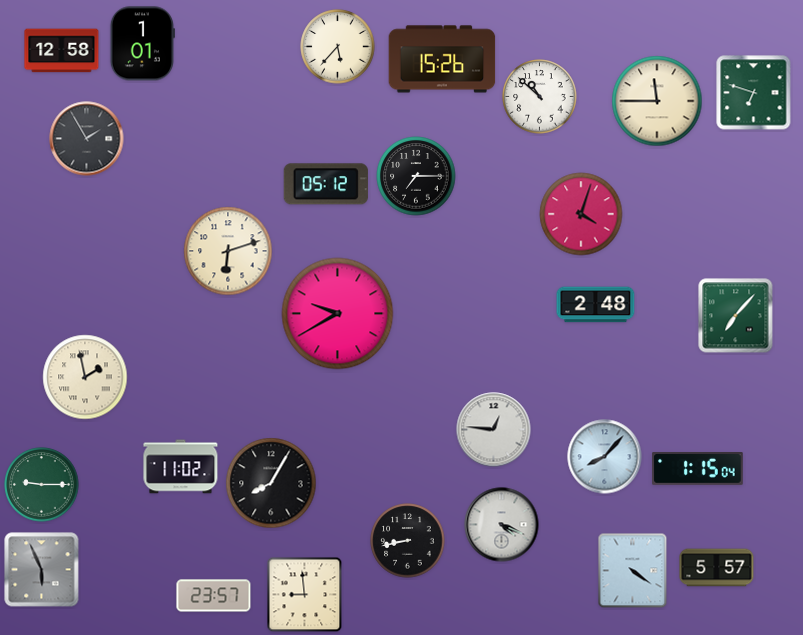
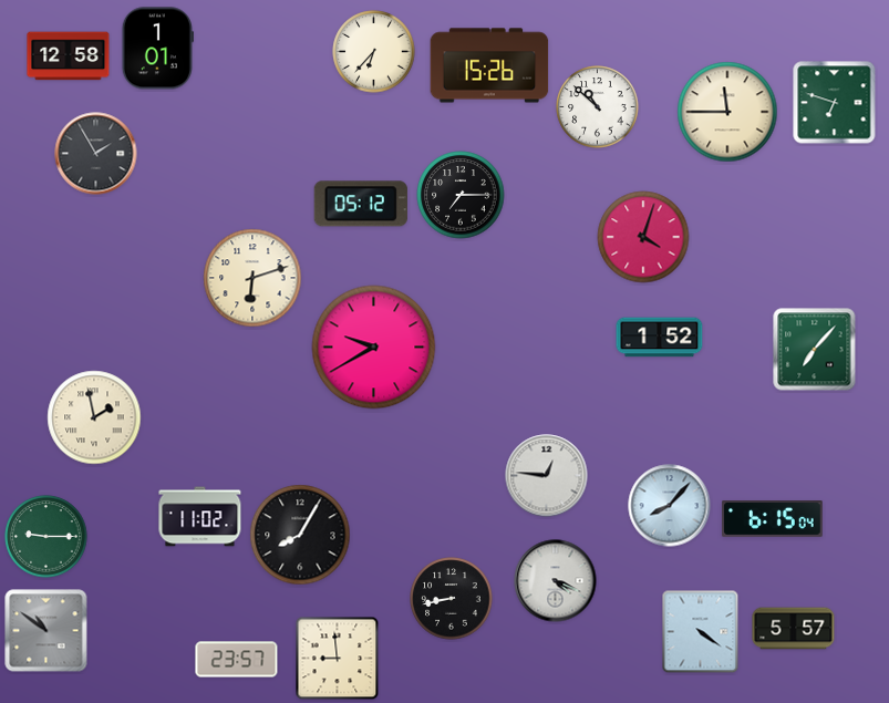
clock at (338, 47): 5:37 -> 6:37
clock at (596, 305): 2:48 -> 1:52
clock at (698, 469): 1:15 -> 6:15
clock at (42, 570): 5:56 -> 10:51
